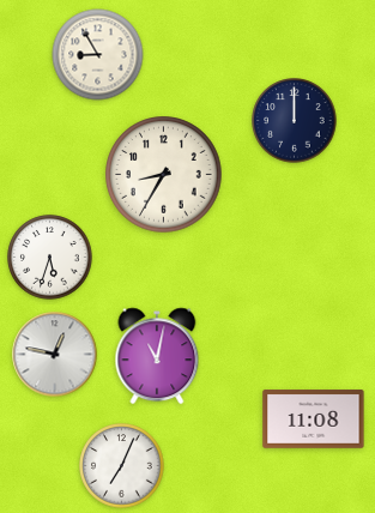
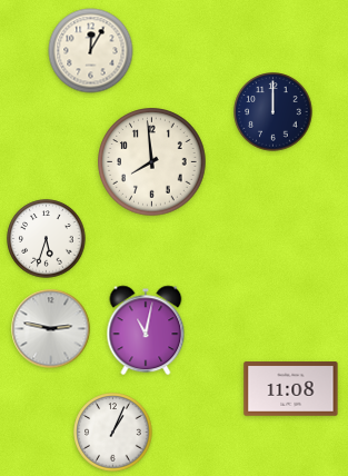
clock at (98, 55): 8:55 -> 12:05
clock at (164, 175): 8:35 -> 7:59
clock at (55, 355): 12:47 -> 2:47
clock at (122, 466): 7:04 -> 1:04
